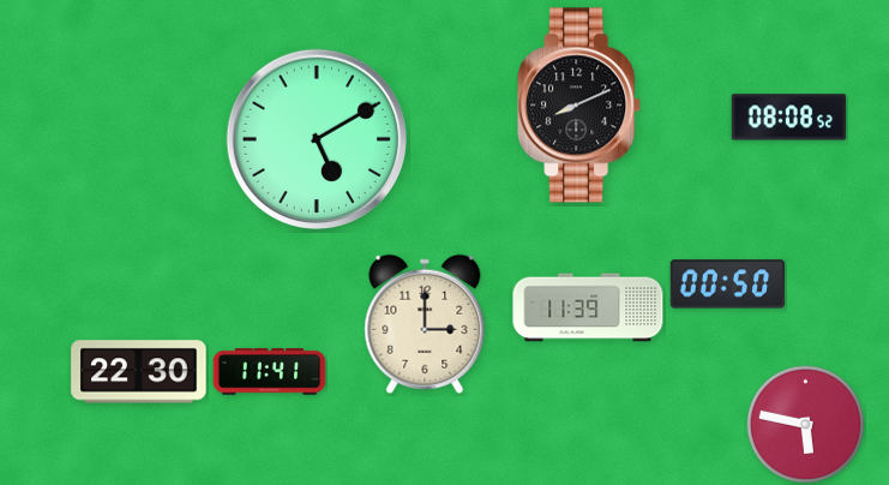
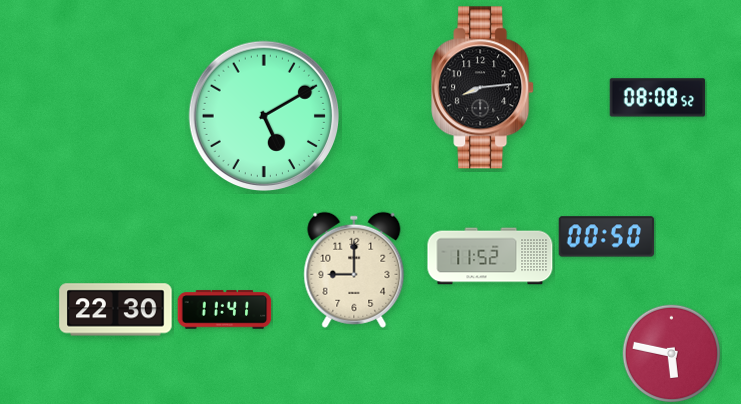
clock at (579, 106): 8:11 -> 8:14
clock at (588, 307): 11:39 -> 11:52
clock at (425, 324): 3:00 -> 9:00
